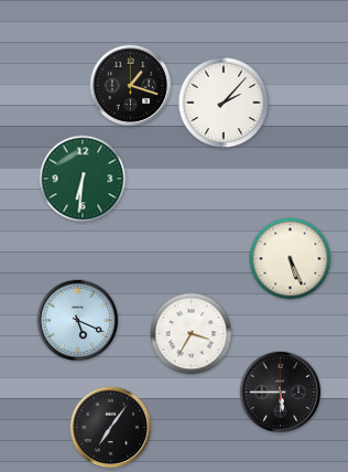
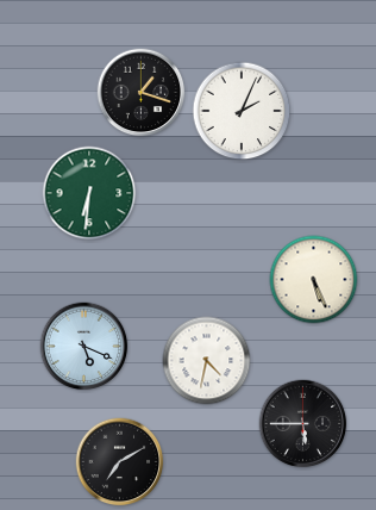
clock at (224, 103): 2:07 -> 2:04
clock at (192, 334): 3:35 -> 4:32
clock at (111, 428): 7:06 -> 7:10
